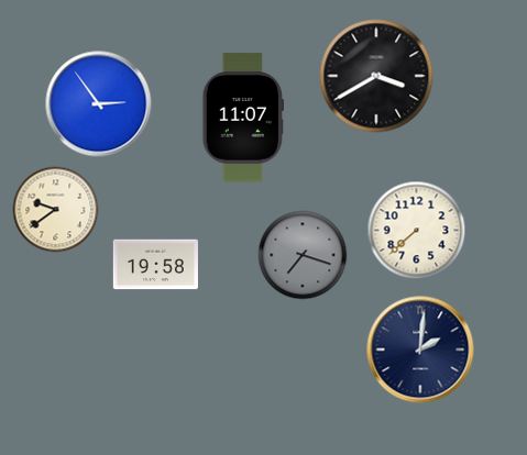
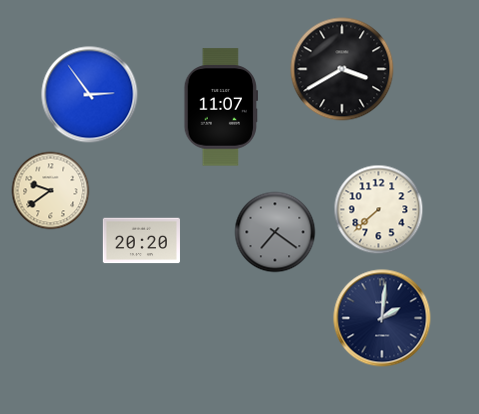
clock at (303, 255): 7:18 -> 7:21
clock at (155, 265): 19:58 -> 20:20
